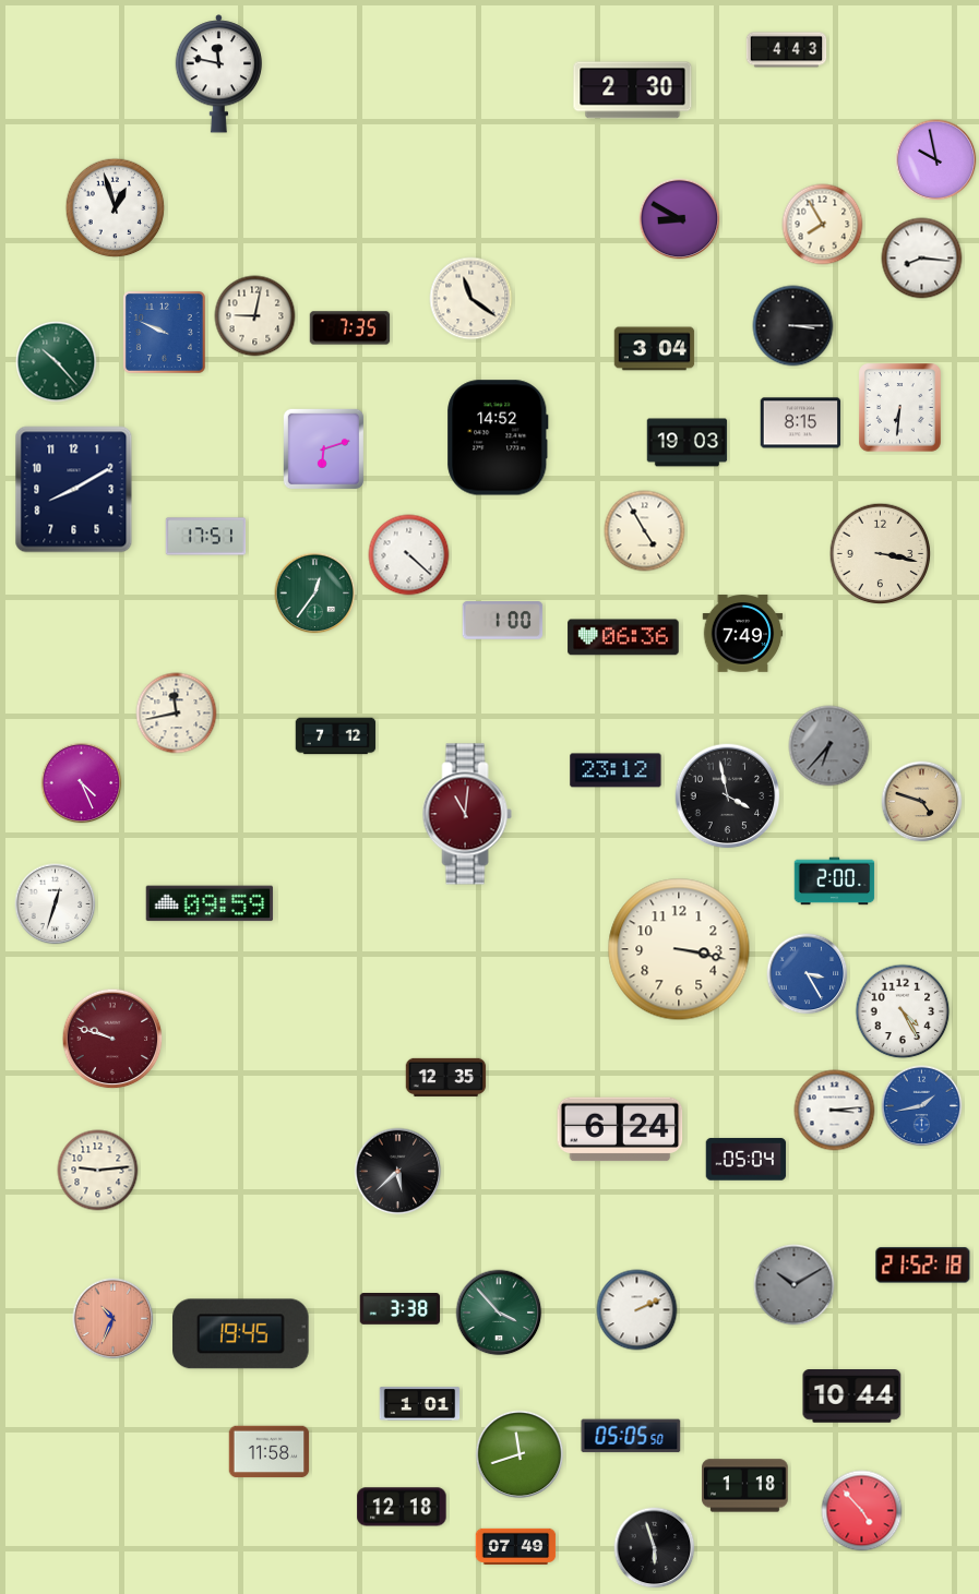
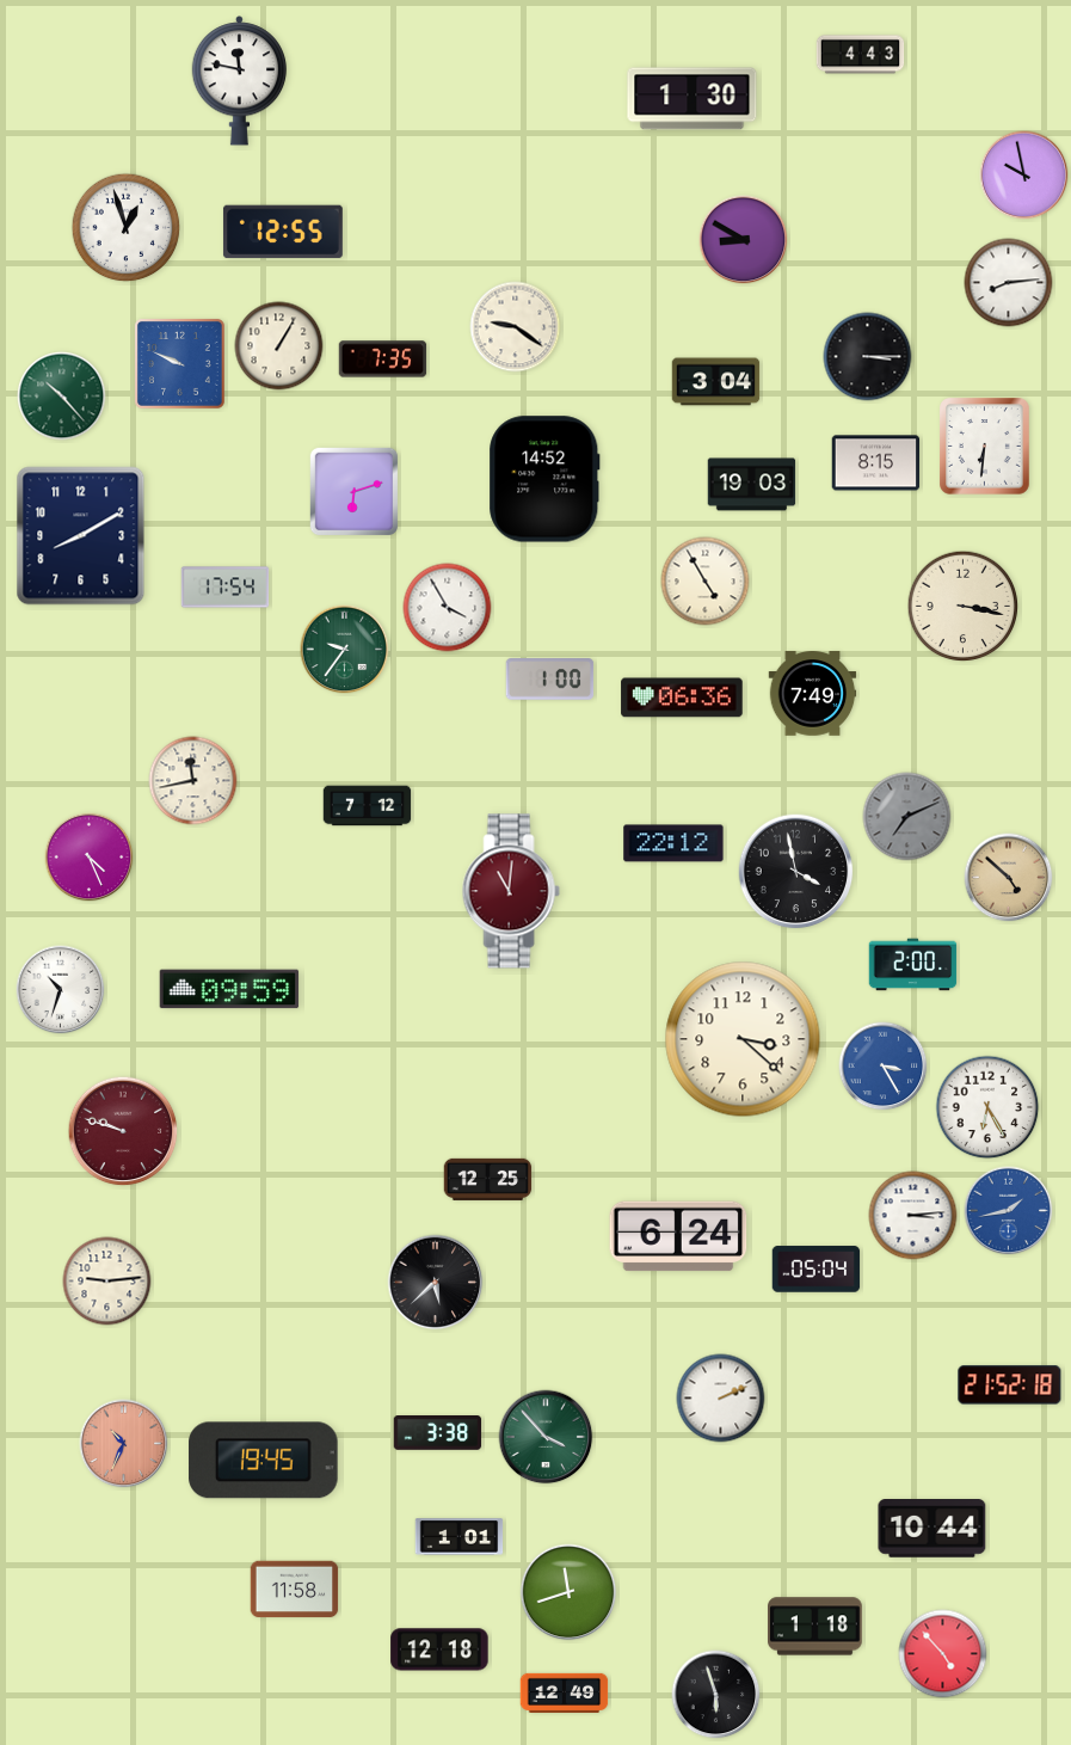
clock at (633, 91): 2:30 -> 1:30
clock at (283, 232): none -> 12:55
clock at (823, 225): 7:55 -> none
clock at (922, 259): 8:16 -> 8:14
clock at (471, 299): 11:21 -> 9:21
clock at (255, 316): 9:02 -> 1:05
clock at (206, 537): 17:51 -> 17:54
clock at (409, 555): 4:22 -> 3:55
clock at (315, 594): 12:36 -> 9:36
clock at (829, 746): 6:37 -> 7:11
clock at (616, 770): 23:12 -> 22:12
clock at (922, 802): 4:48 -> 4:52
clock at (56, 904): 12:33 -> 10:33
clock at (679, 949): 3:17 -> 3:22
clock at (903, 1011): 4:25 -> 6:25
clock at (112, 1039) position: (112, 1039) -> (123, 1131)
clock at (446, 1077): 12:35 -> 12:25
clock at (795, 1285): 10:10 -> none
clock at (637, 1310) position: (637, 1310) -> (721, 1399)
clock at (631, 1436): 05:05 -> none
clock at (516, 1546): 07:49 -> 12:49
